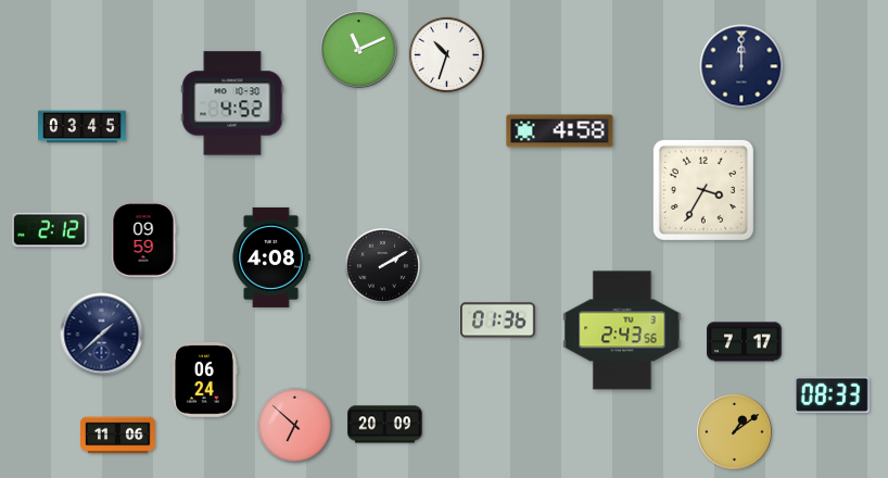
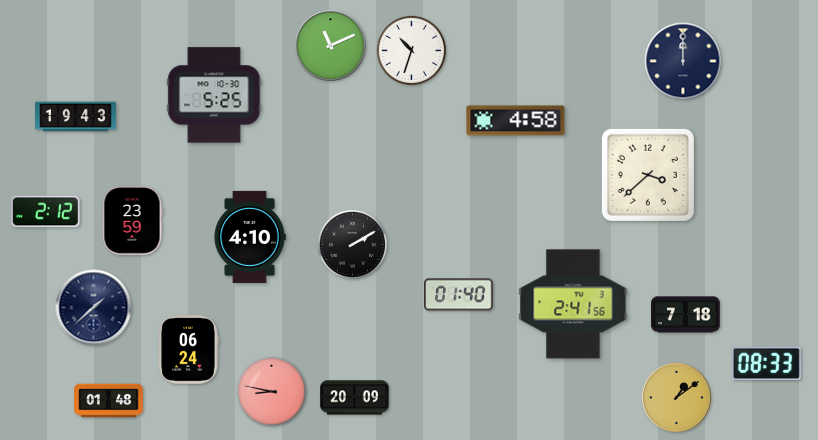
clock at (232, 103): 4:52 -> 5:25
clock at (83, 127): 03:45 -> 19:43
clock at (703, 190): 3:35 -> 3:38
clock at (143, 240): 09:59 -> 23:59
clock at (271, 257): 4:08 -> 4:10
clock at (498, 320): 01:36 -> 01:40
clock at (622, 330): 2:43 -> 2:41
clock at (745, 342): 7:17 -> 7:18
clock at (294, 425): 6:52 -> 8:47
clock at (385, 425) position: (385, 425) -> (355, 398)
clock at (118, 436): 11:06 -> 01:48
